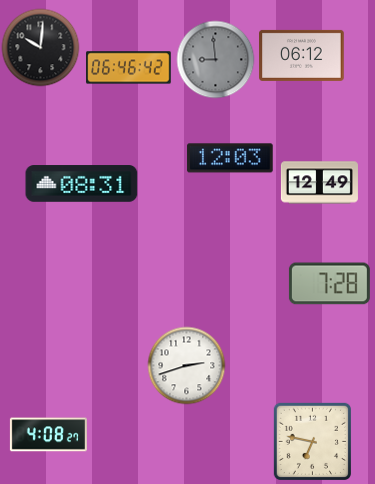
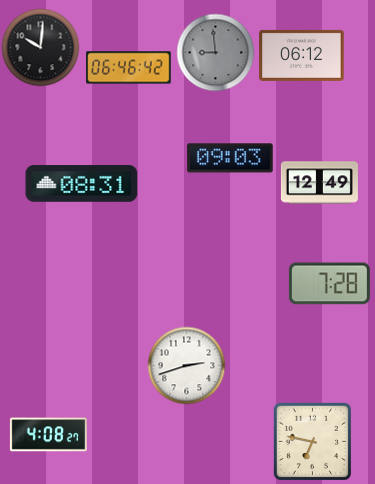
clock at (215, 59) position: (215, 59) -> (215, 52)
clock at (230, 158): 12:03 -> 09:03
